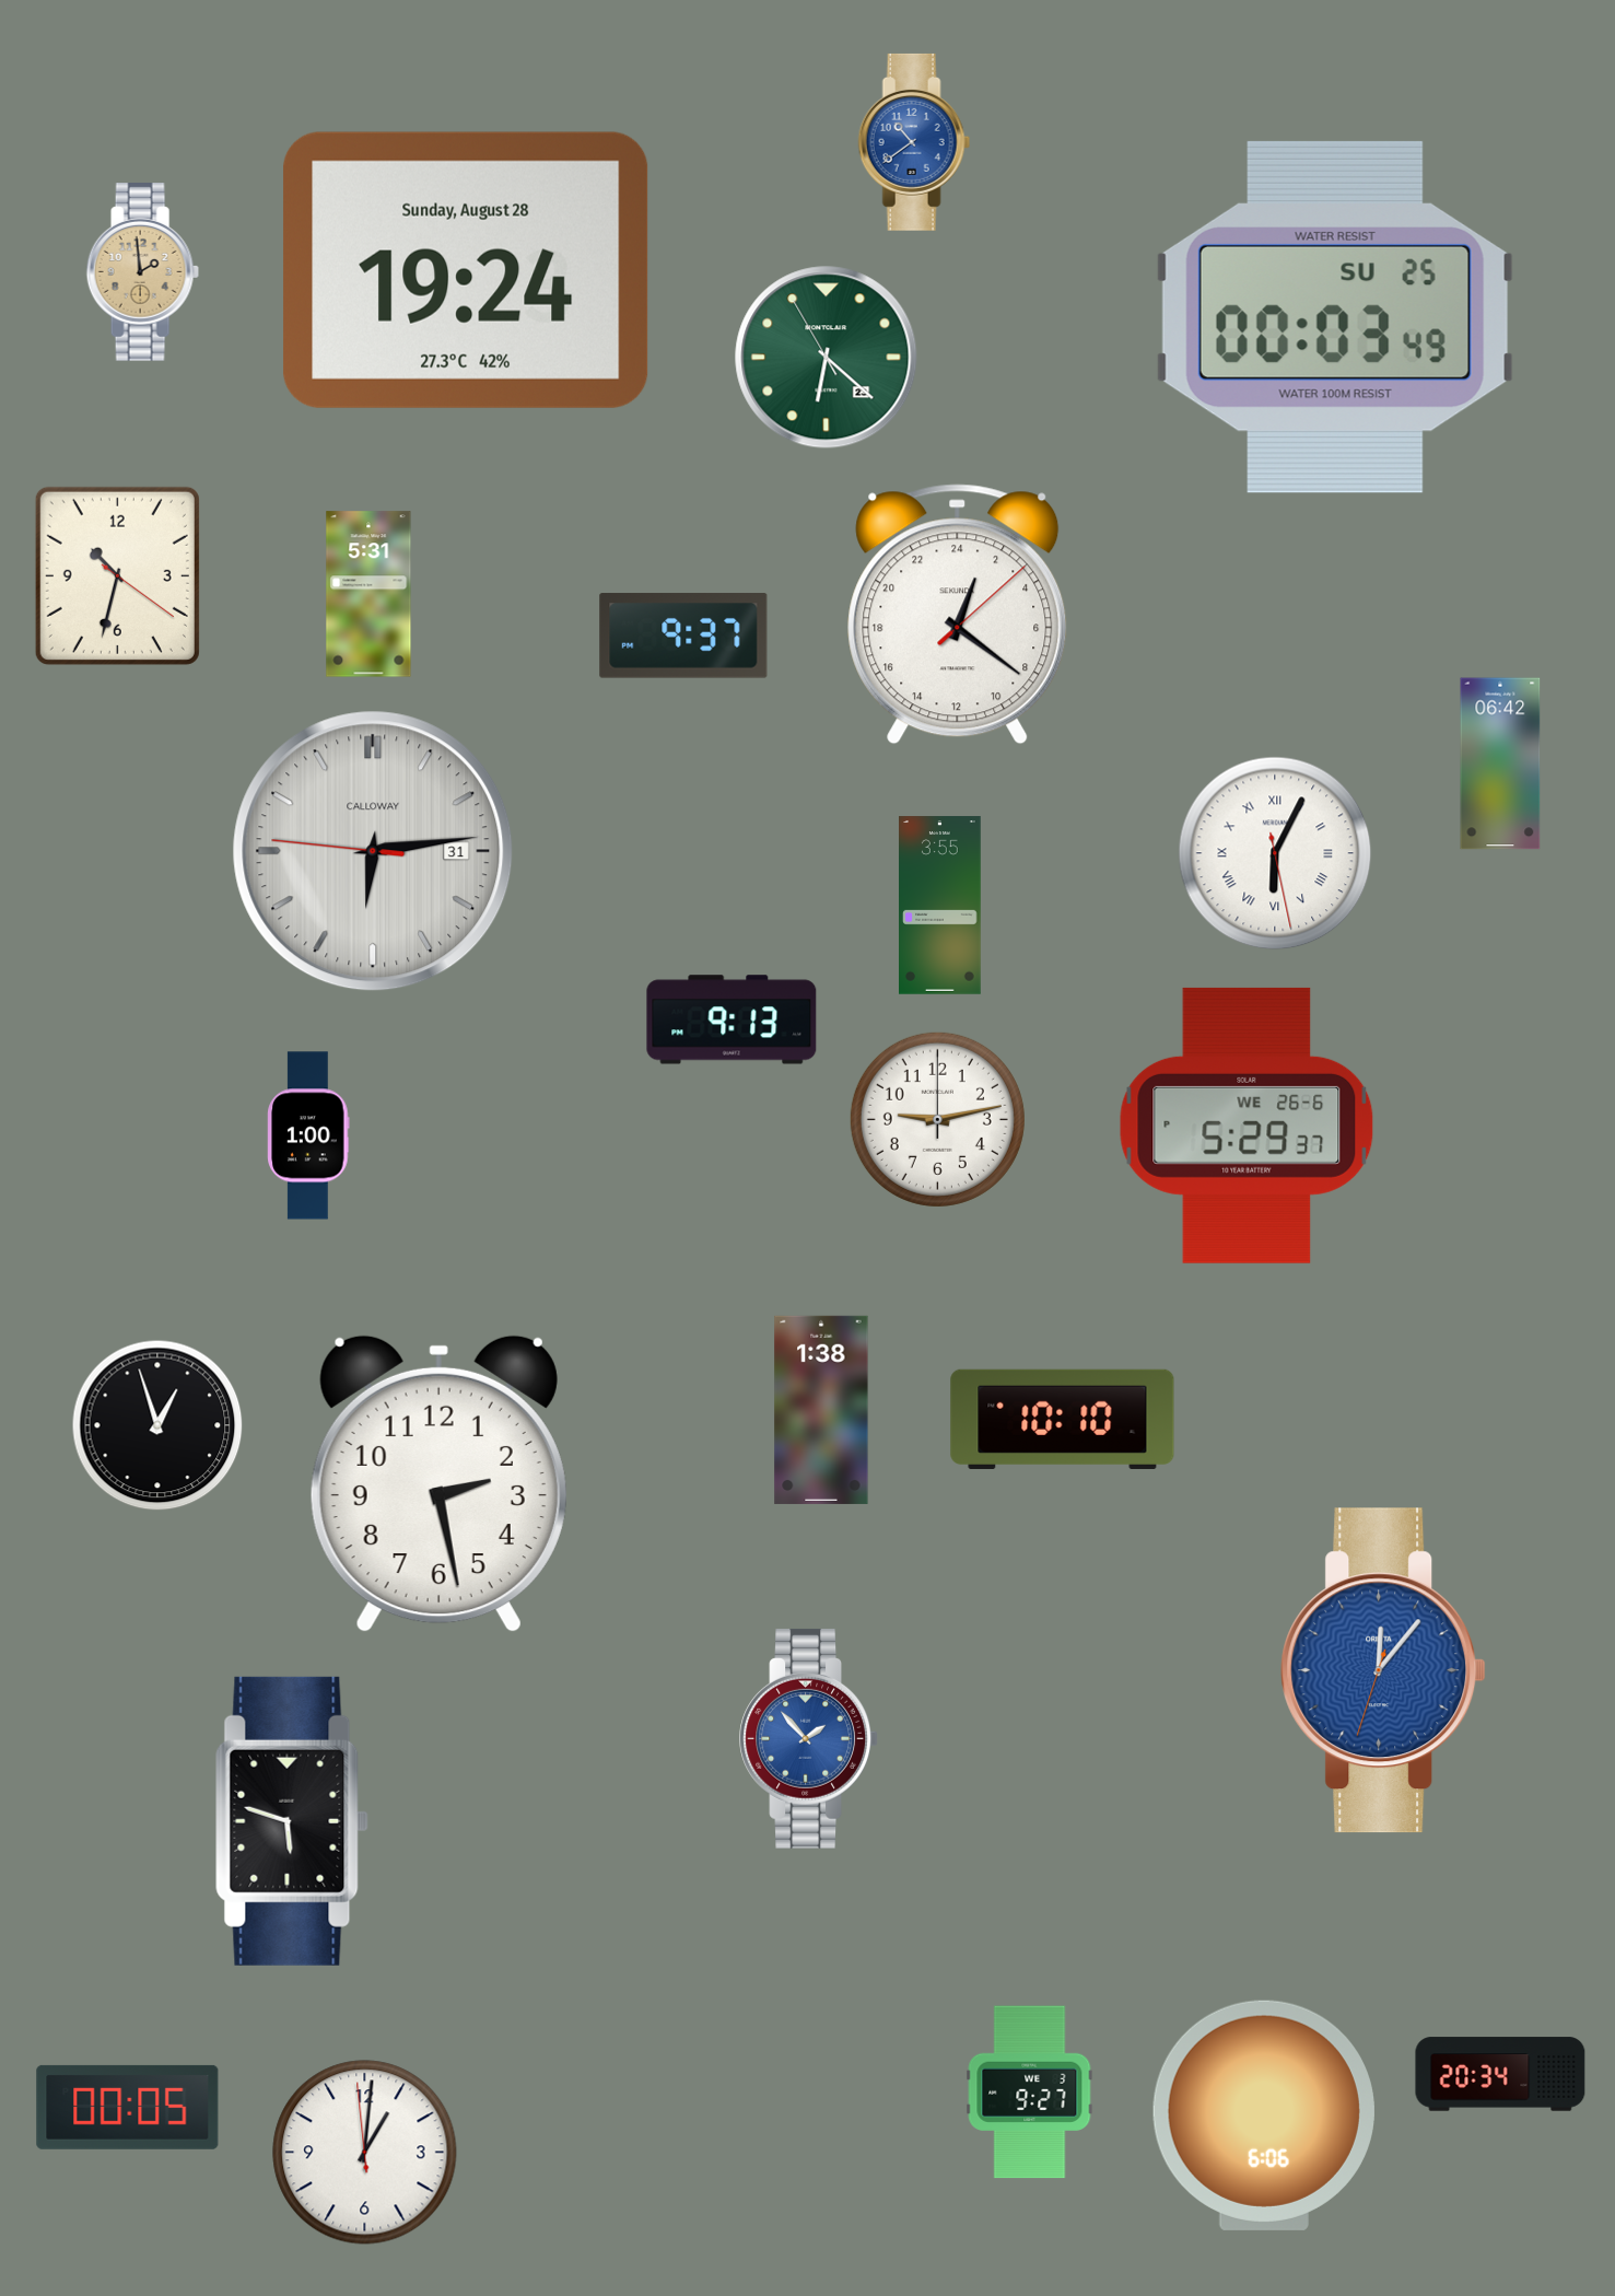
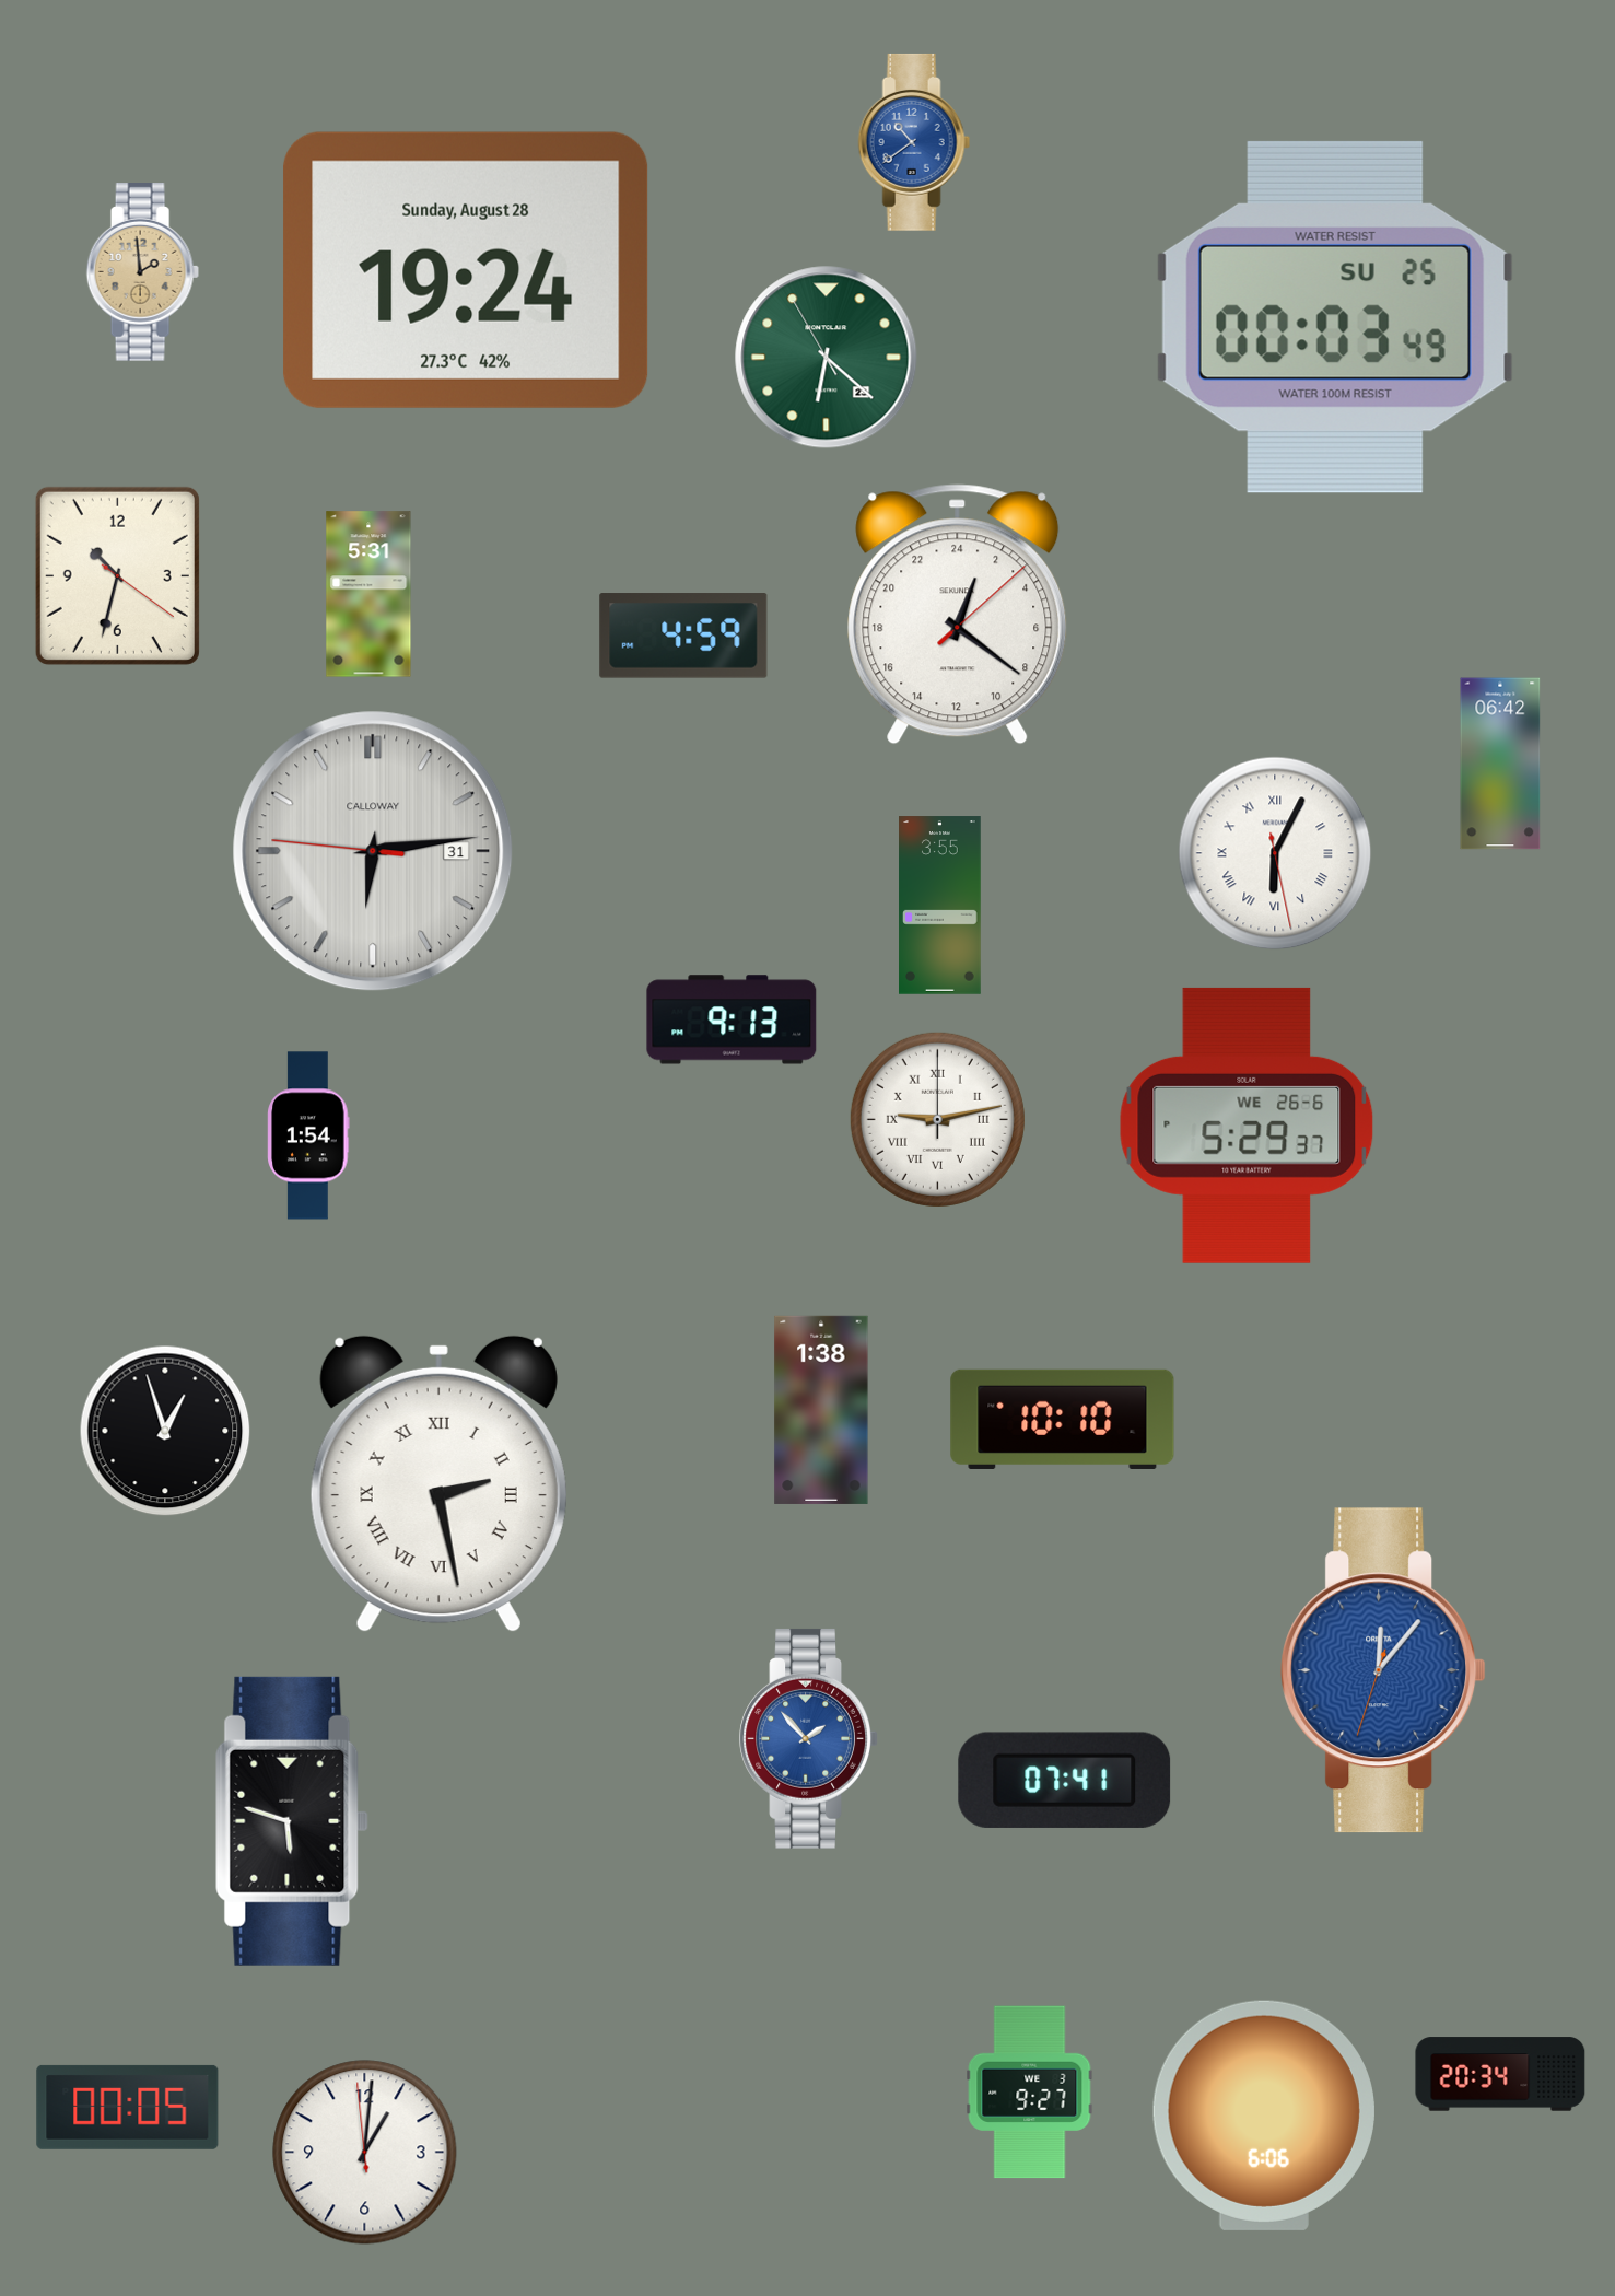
clock at (683, 636): 9:37 -> 4:59
clock at (937, 1119) numerals: Arabic -> Roman
clock at (308, 1135): 1:00 -> 1:54
clock at (157, 1425) position: (157, 1425) -> (165, 1431)
clock at (438, 1483) numerals: Arabic -> Roman
clock at (1065, 1780): none -> 07:41
